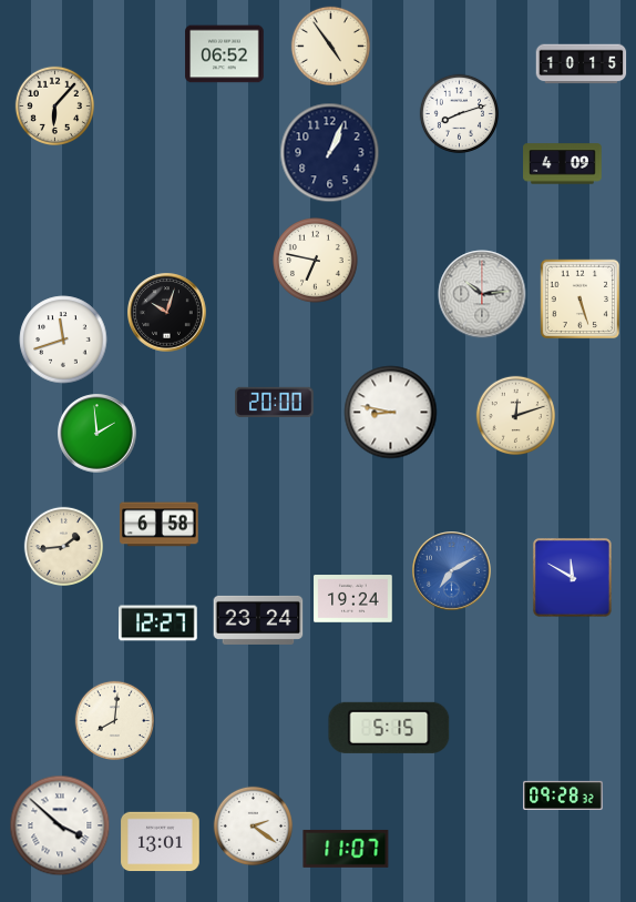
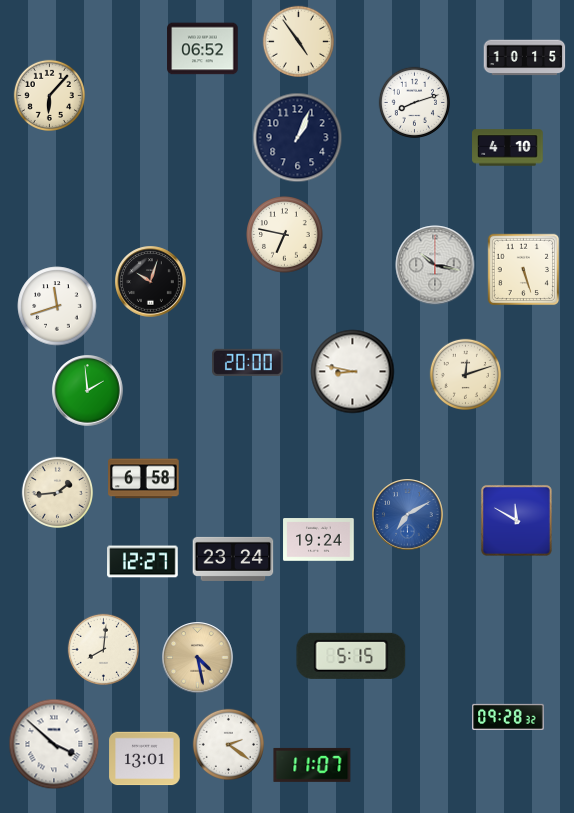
clock at (563, 164): 4:09 -> 4:10
clock at (482, 294): 10:14 -> 10:17
clock at (160, 525) position: (160, 525) -> (144, 479)
clock at (198, 658): none -> 4:28
